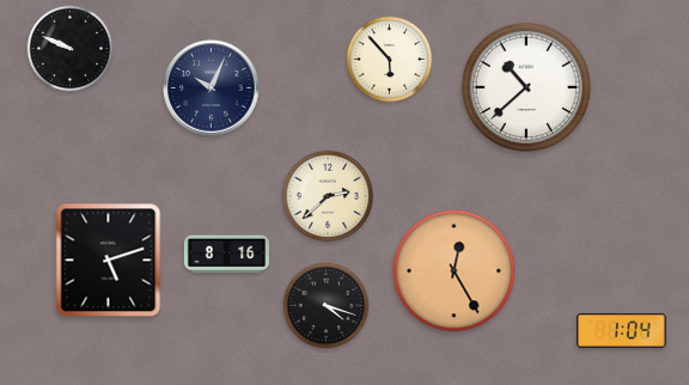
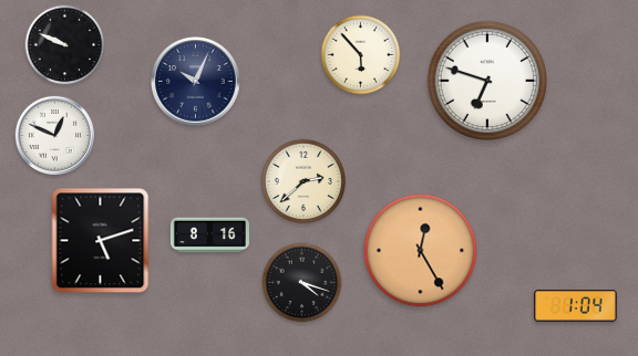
clock at (526, 87): 10:38 -> 6:48
clock at (54, 135): none -> 12:49
